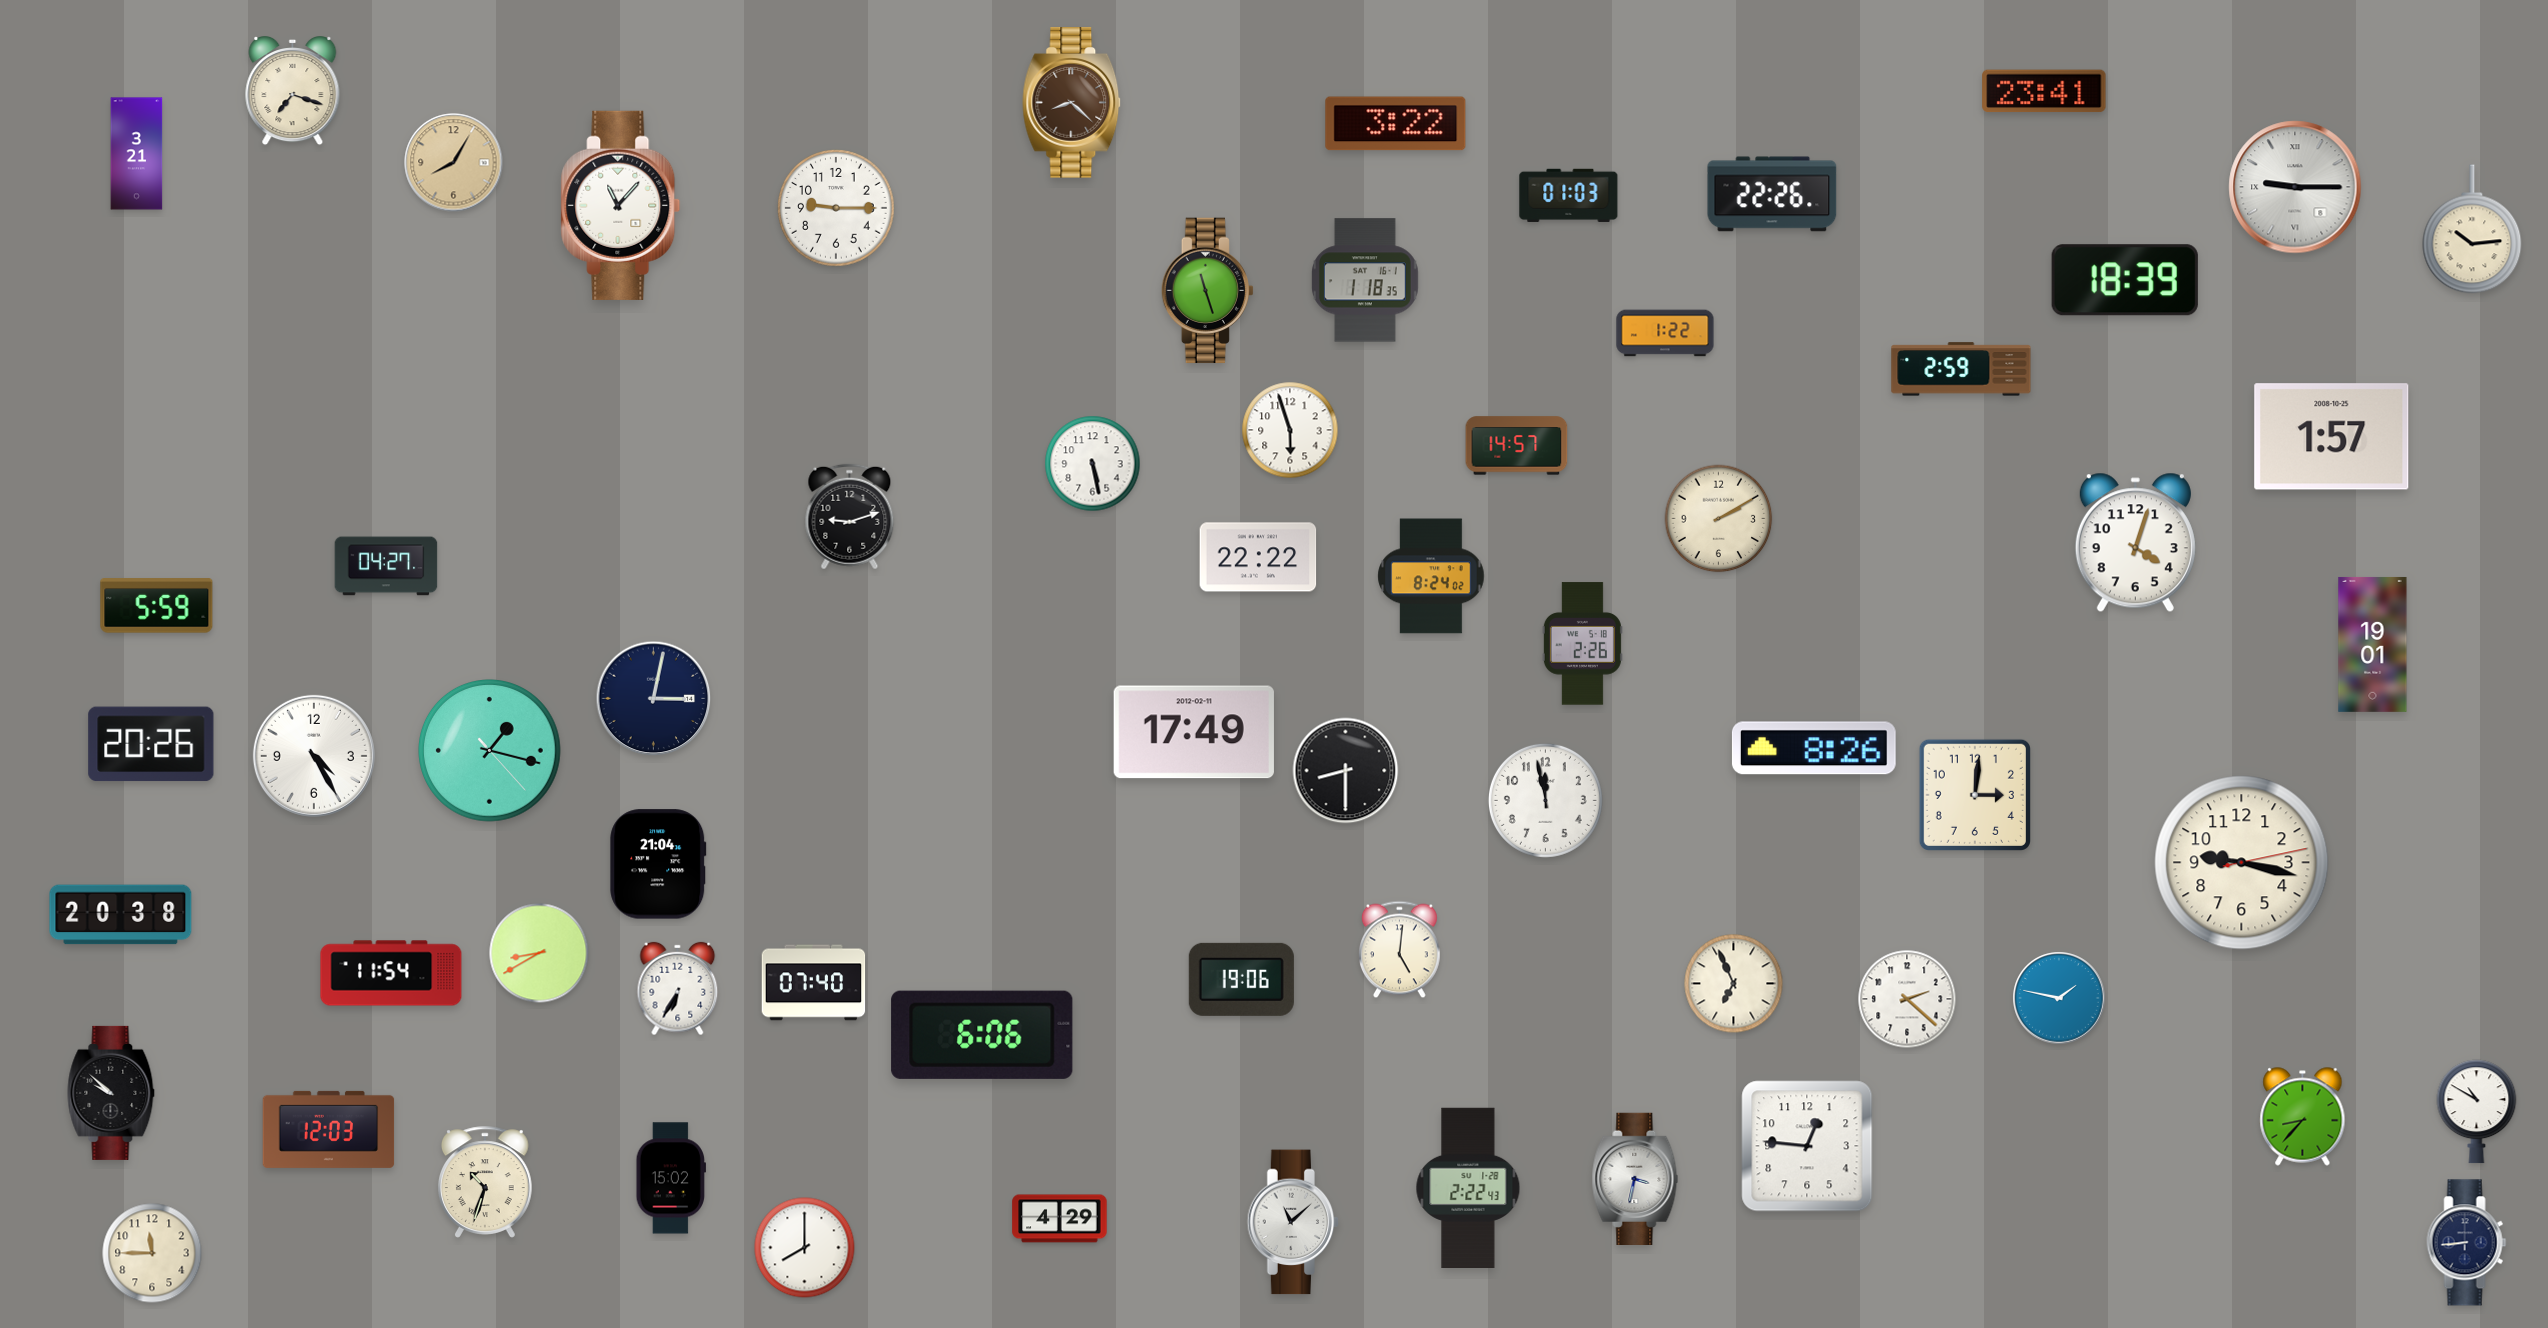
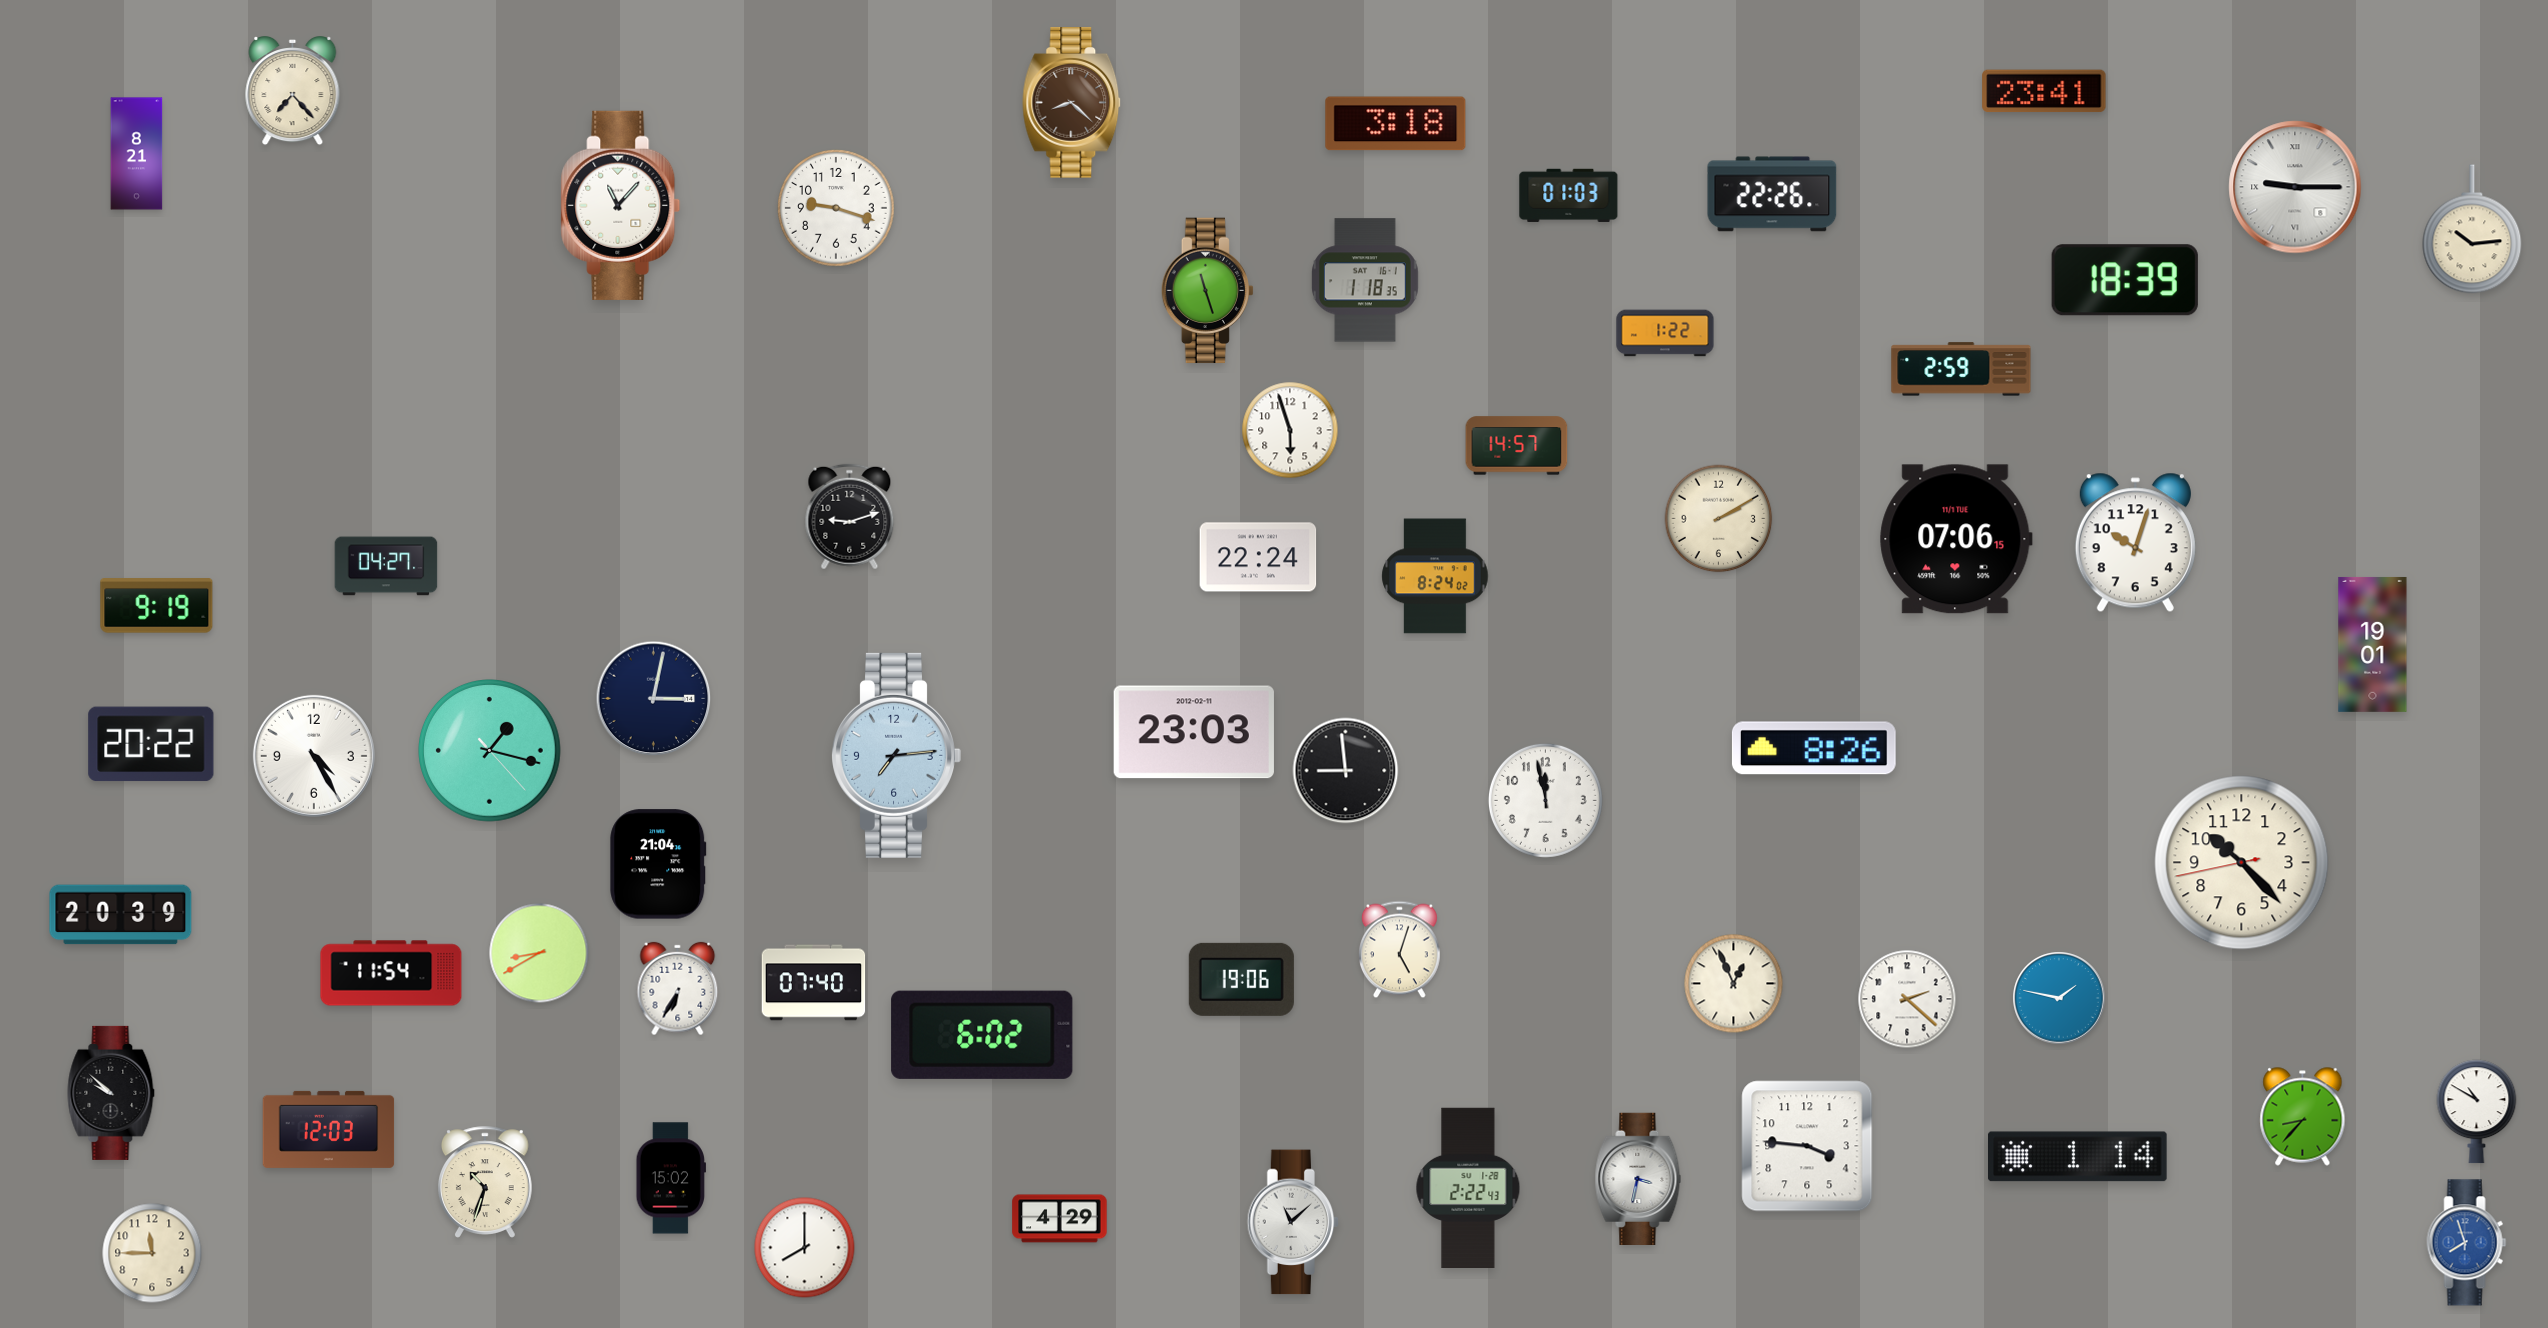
clock at (293, 92): 7:18 -> 7:23
clock at (1396, 124): 3:22 -> 3:18
clock at (137, 154): 3:21 -> 8:21
clock at (454, 163): 8:05 -> none
clock at (837, 209): 9:15 -> 9:18
clock at (2332, 437): 1:57 -> none
clock at (1093, 464): 5:28 -> none
clock at (1956, 539): none -> 07:06
clock at (2135, 543): 4:03 -> 10:03
clock at (1258, 557): 22:22 -> 22:24
clock at (1431, 576) position: (1431, 576) -> (1435, 576)
clock at (157, 606): 5:59 -> 9:19
clock at (1582, 644): 2:26 -> none
clock at (1194, 732): 17:49 -> 23:03
clock at (151, 744): 20:26 -> 20:22
clock at (896, 755): none -> 7:14
clock at (1346, 771): 8:30 -> 8:59
clock at (1975, 795): 3:01 -> none
clock at (2242, 863): 9:17 -> 10:22
clock at (121, 915): 20:38 -> 20:39
clock at (1400, 950): 5:01 -> 5:03
clock at (1734, 984): 6:56 -> 12:56
clock at (982, 1035): 6:06 -> 6:02
clock at (1807, 1146): 12:46 -> 3:46
clock at (2078, 1157): none -> 1:14
clock at (1635, 1178) position: (1635, 1178) -> (1638, 1178)
clock at (2467, 1243): 8:44 -> 7:57
clock at (2467, 1243) dial: navy -> blue
